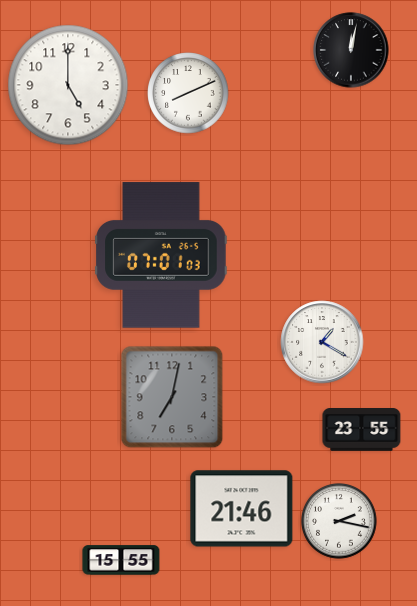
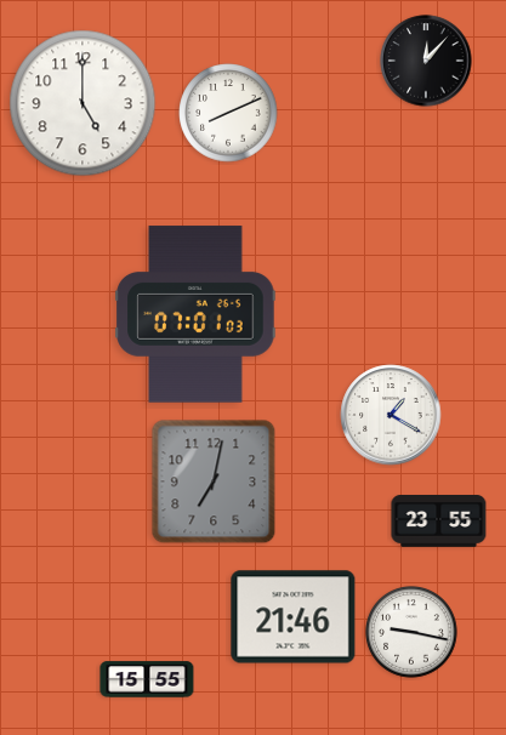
clock at (351, 50): 12:02 -> 12:07
clock at (161, 255) position: (161, 255) -> (195, 314)
clock at (172, 397) position: (172, 397) -> (214, 482)
clock at (340, 522): 2:17 -> 9:17
